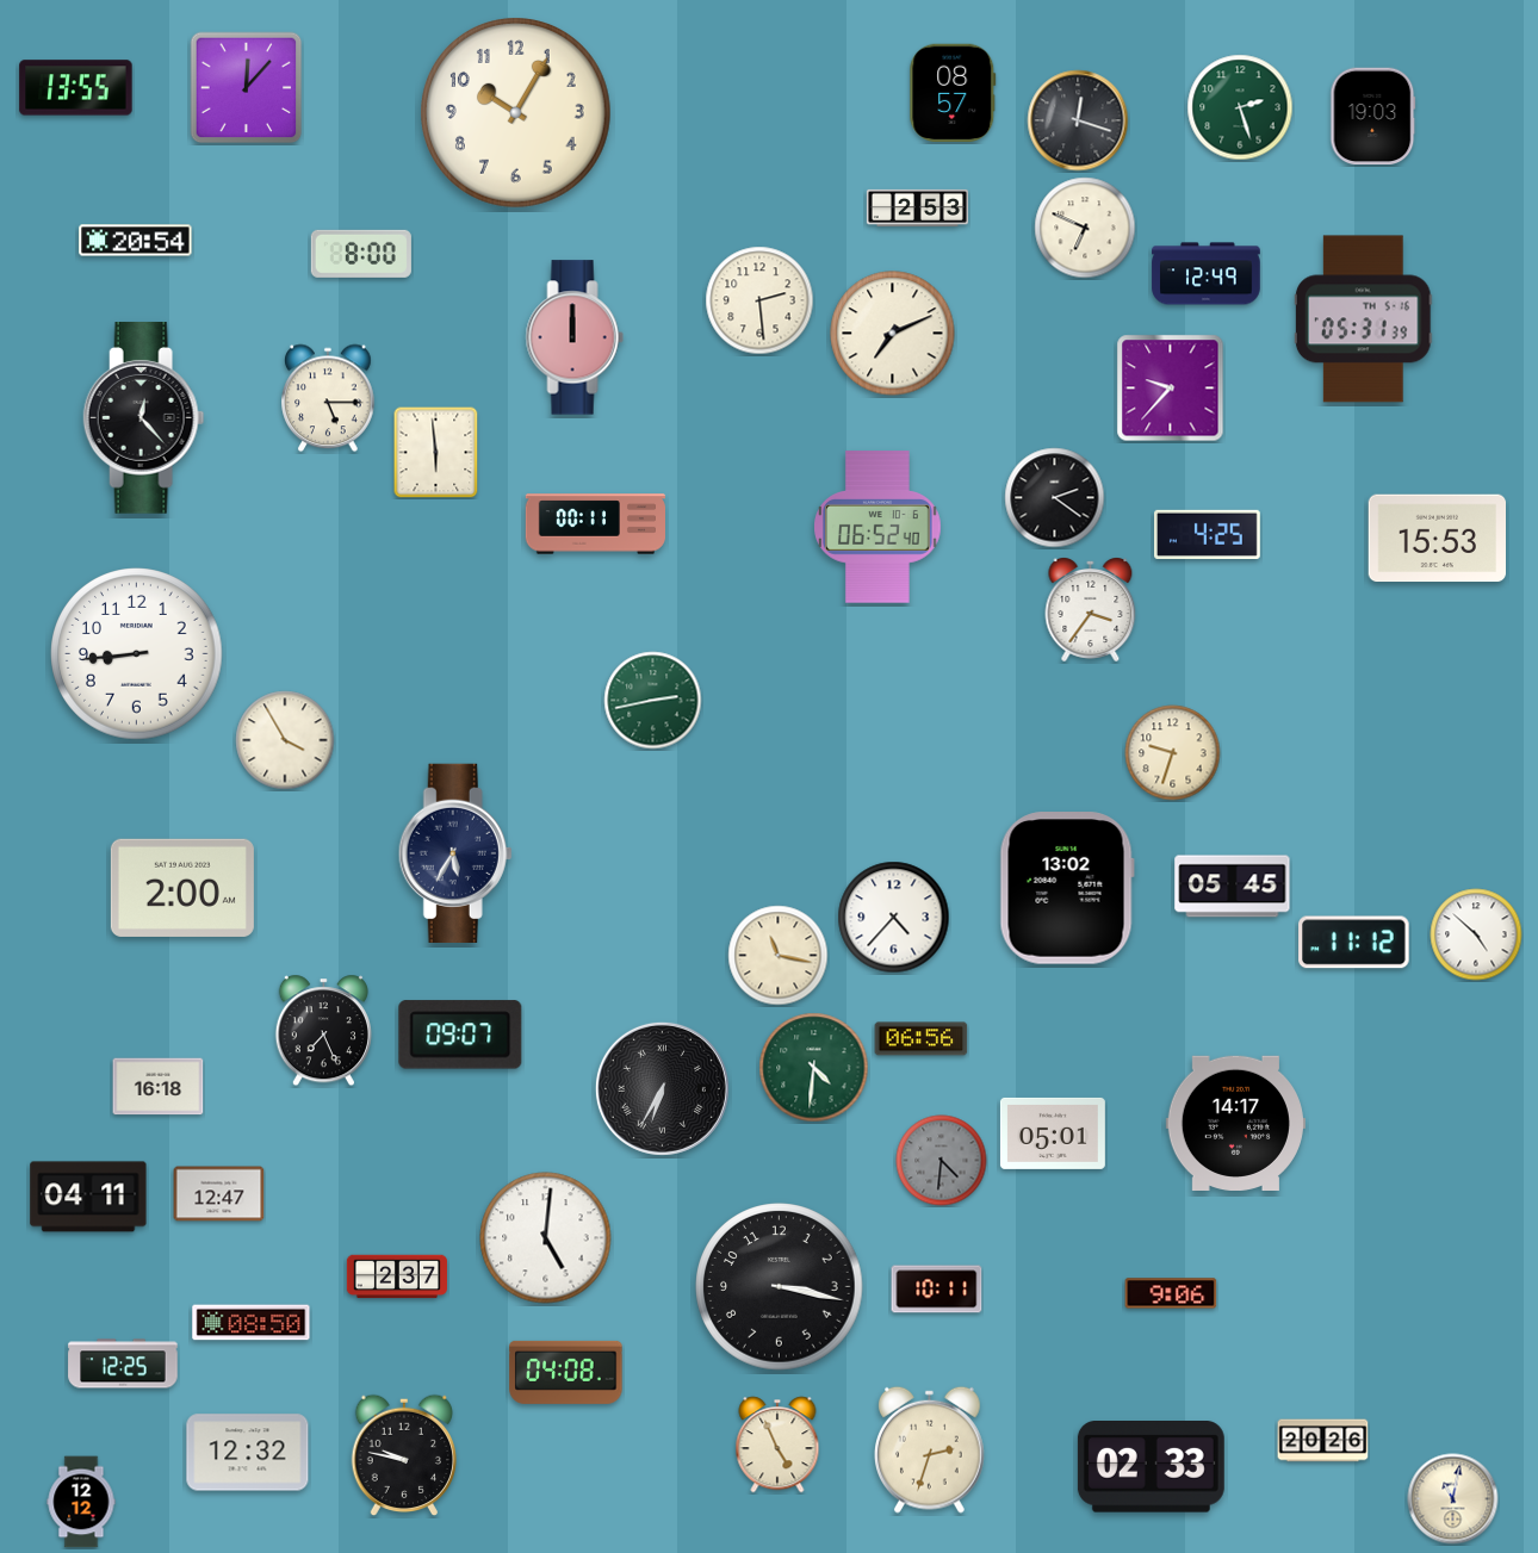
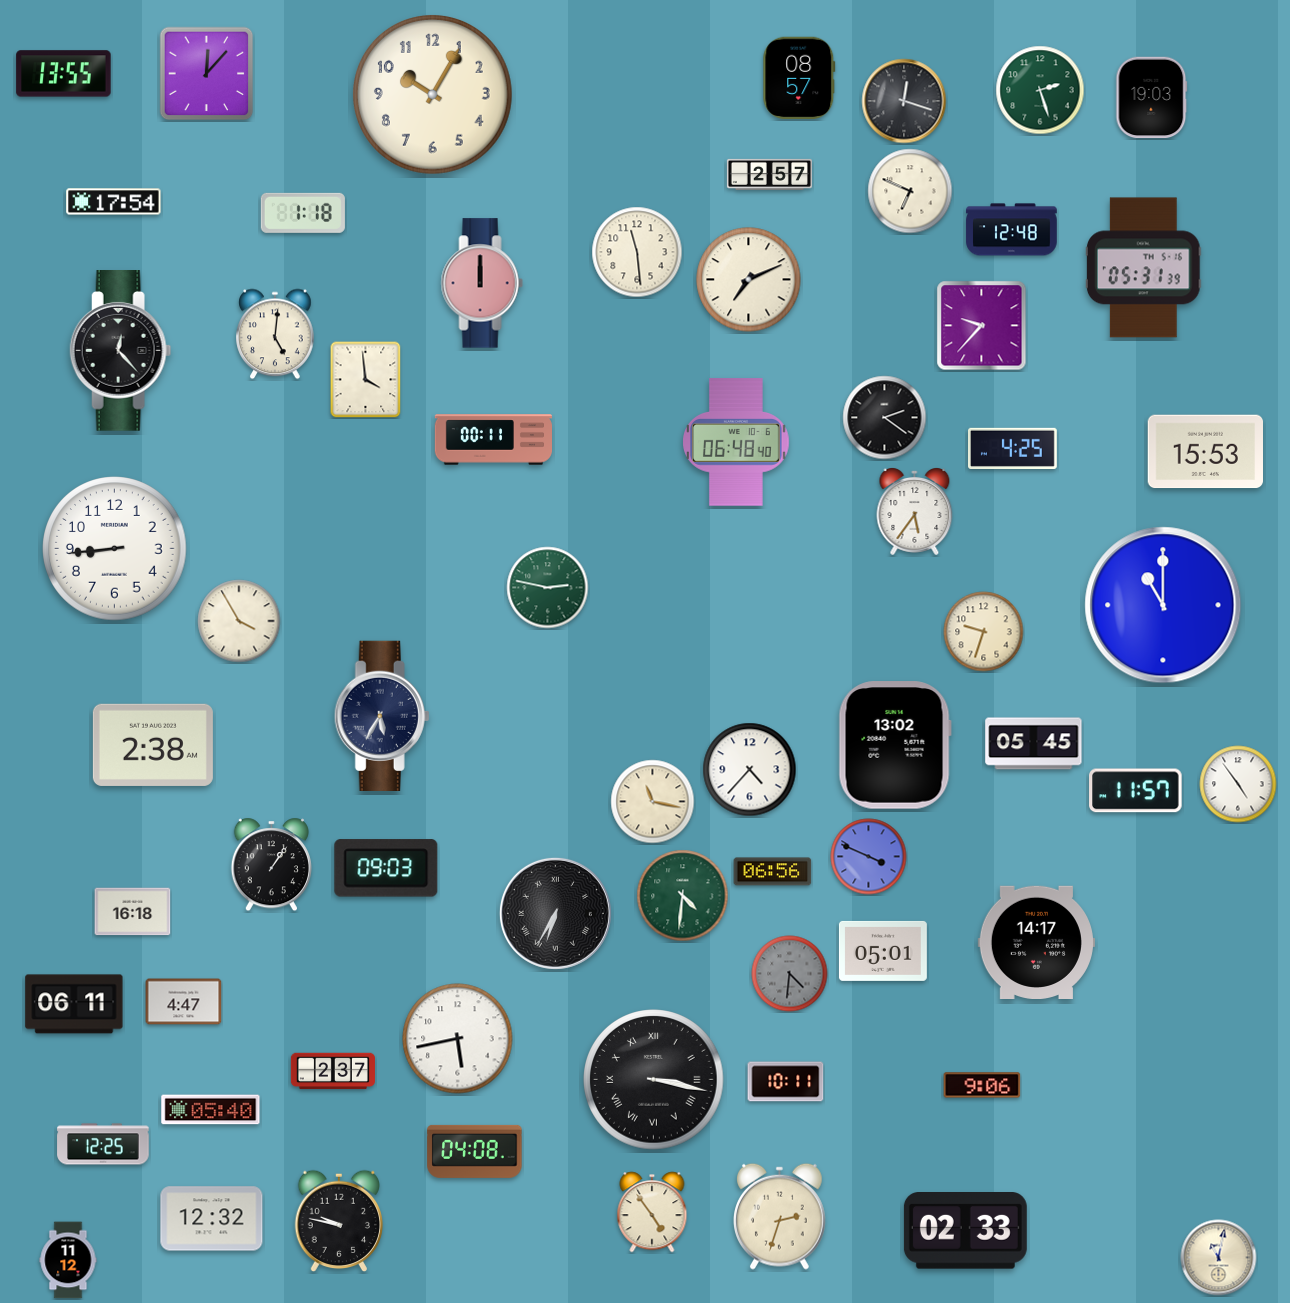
clock at (917, 207): 2:53 -> 2:57
clock at (136, 241): 20:54 -> 17:54
clock at (361, 254): 8:00 -> 1:18
clock at (1207, 274): 12:49 -> 12:48
clock at (759, 300): 2:29 -> 11:29
clock at (328, 398): 5:15 -> 5:01
clock at (436, 452): 5:59 -> 3:59
clock at (595, 524) position: (595, 524) -> (493, 440)
clock at (877, 527): 06:52 -> 06:48
clock at (1091, 610): 3:36 -> 5:36
clock at (653, 701): 2:43 -> 2:47
clock at (1163, 605): none -> 11:00
clock at (182, 888): 2:00 -> 2:38
clock at (1476, 934): 4:52 -> 4:54
clock at (1354, 943): 11:12 -> 11:57
clock at (869, 857): none -> 3:49
clock at (323, 1031): 7:26 -> 1:06
clock at (460, 1035): 09:07 -> 09:03
clock at (219, 1194): 12:47 -> 4:47
clock at (88, 1197): 04:11 -> 06:11
clock at (546, 1238): 5:01 -> 5:43
clock at (780, 1287) numerals: Arabic -> Roman
clock at (252, 1323): 08:50 -> 05:40
clock at (1323, 1441): 20:26 -> none
clock at (777, 1445): 4:56 -> 4:54
clock at (248, 1453) position: (248, 1453) -> (212, 1219)
clock at (81, 1502): 12:12 -> 11:12
